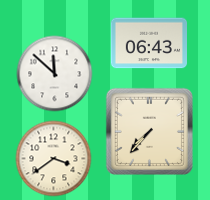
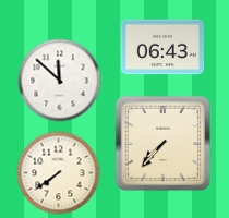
clock at (54, 159): 3:39 -> 7:39
